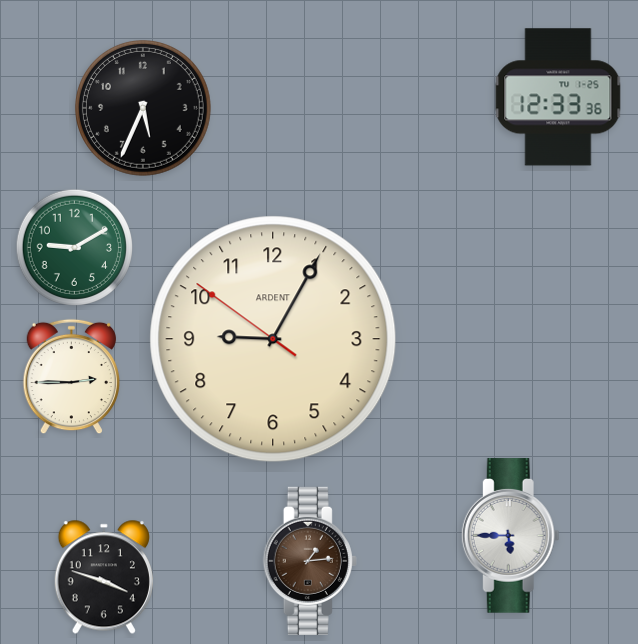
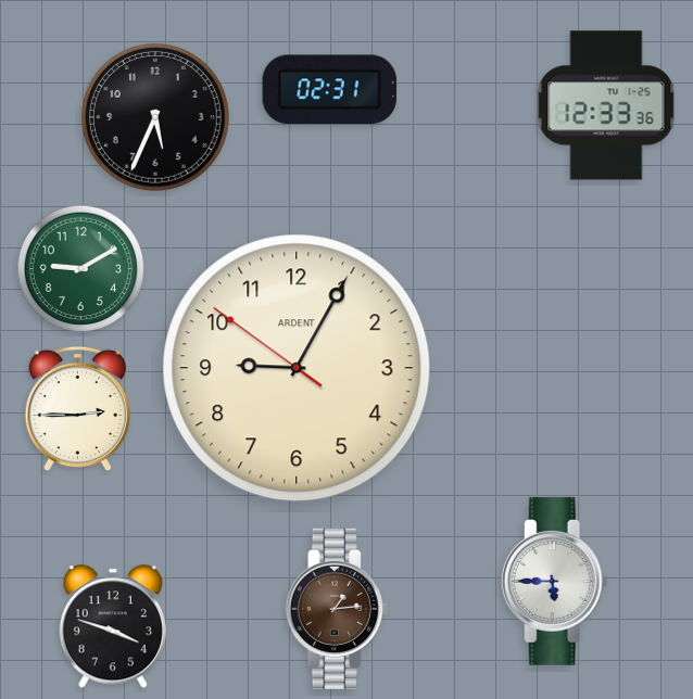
clock at (329, 90): none -> 02:31
